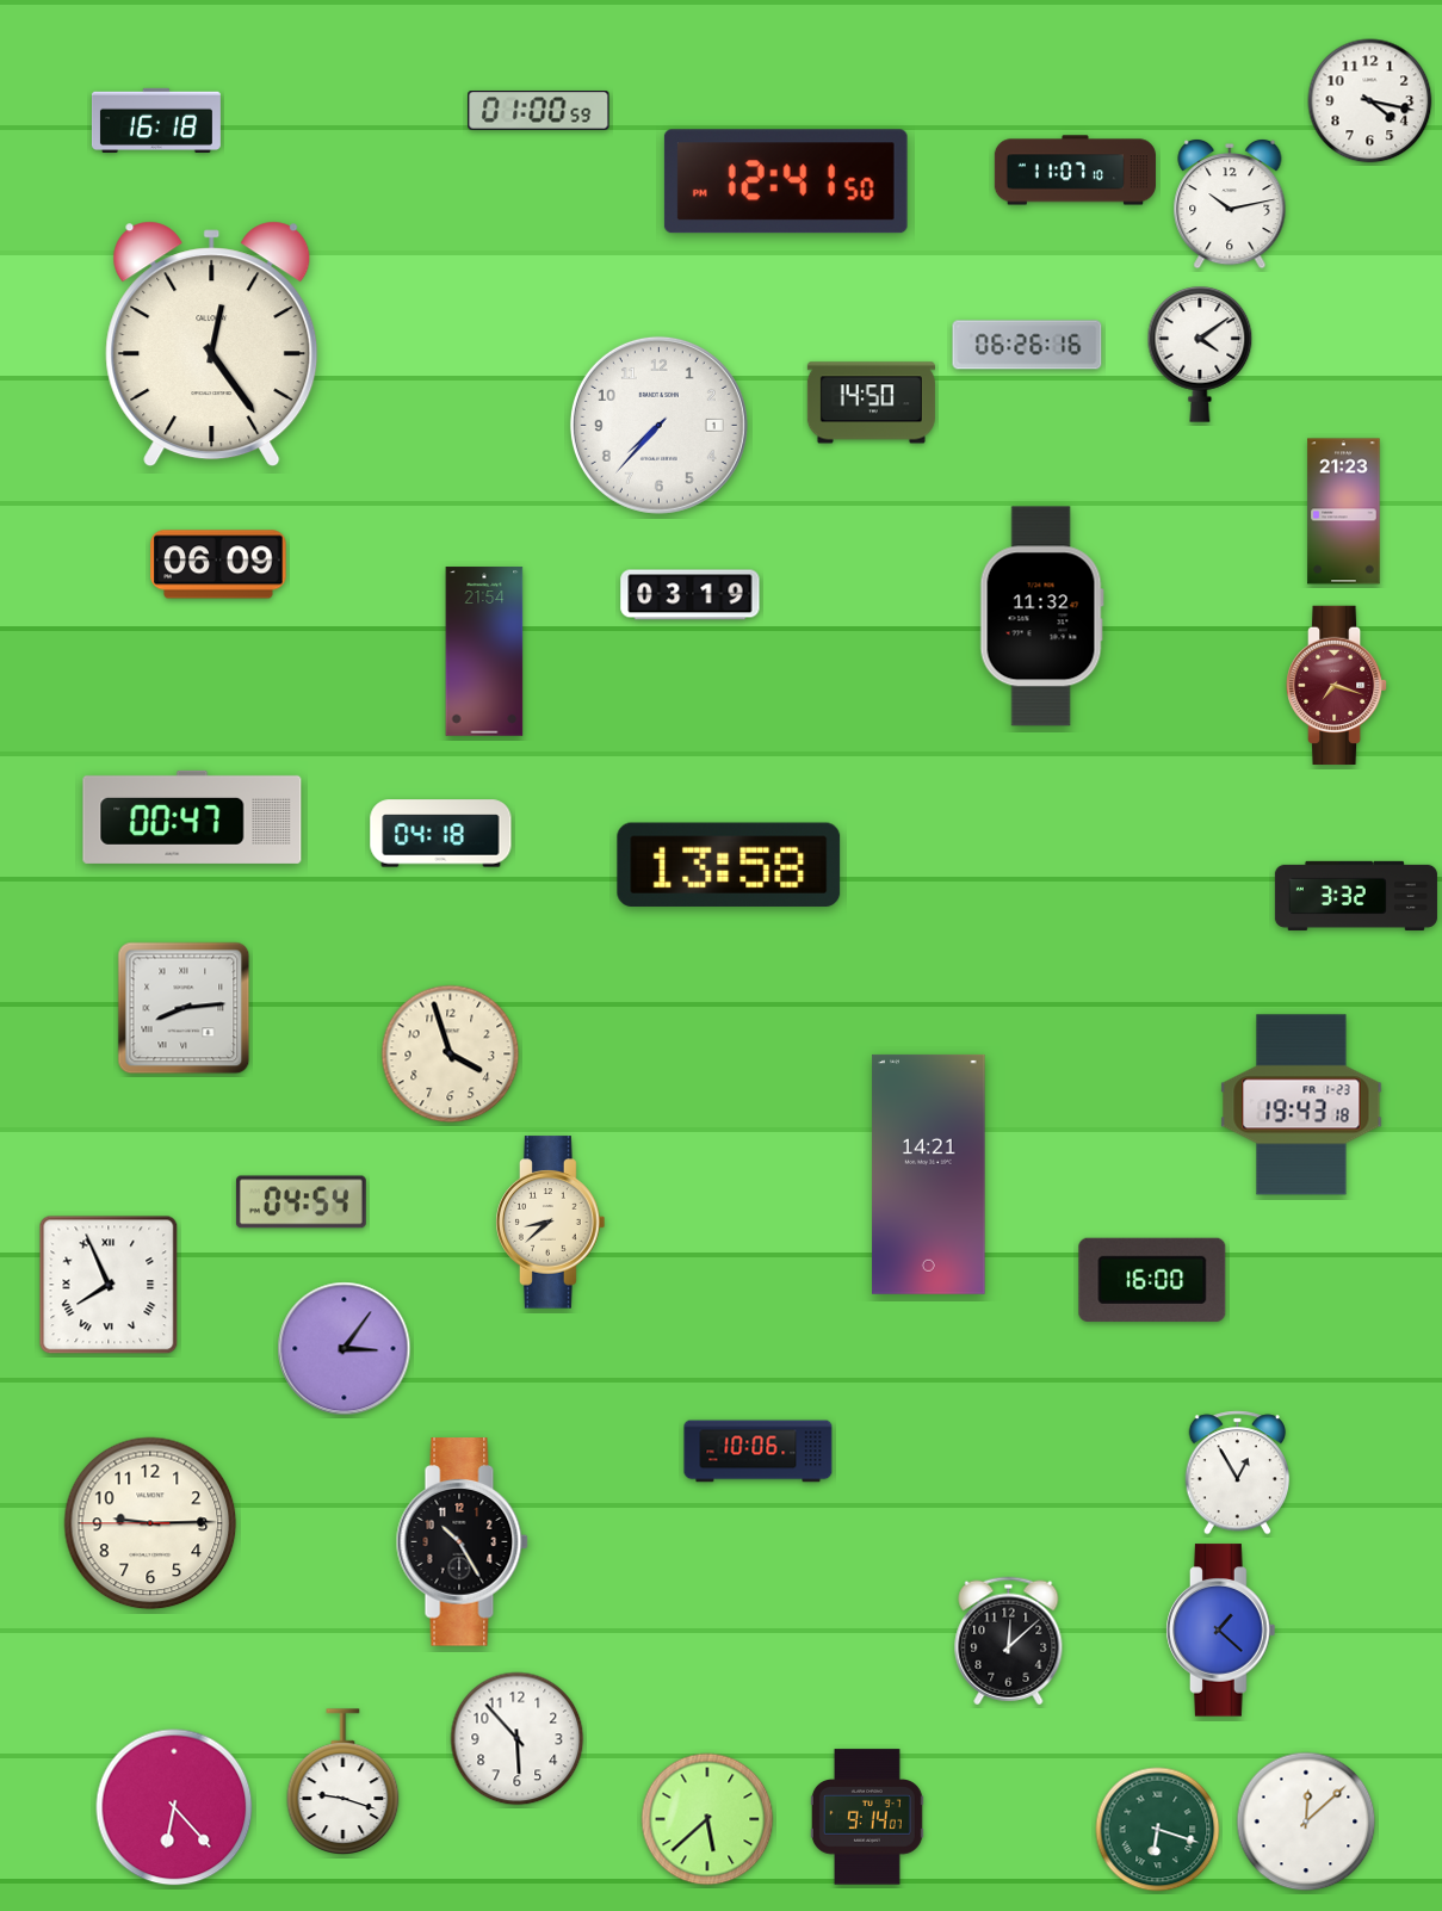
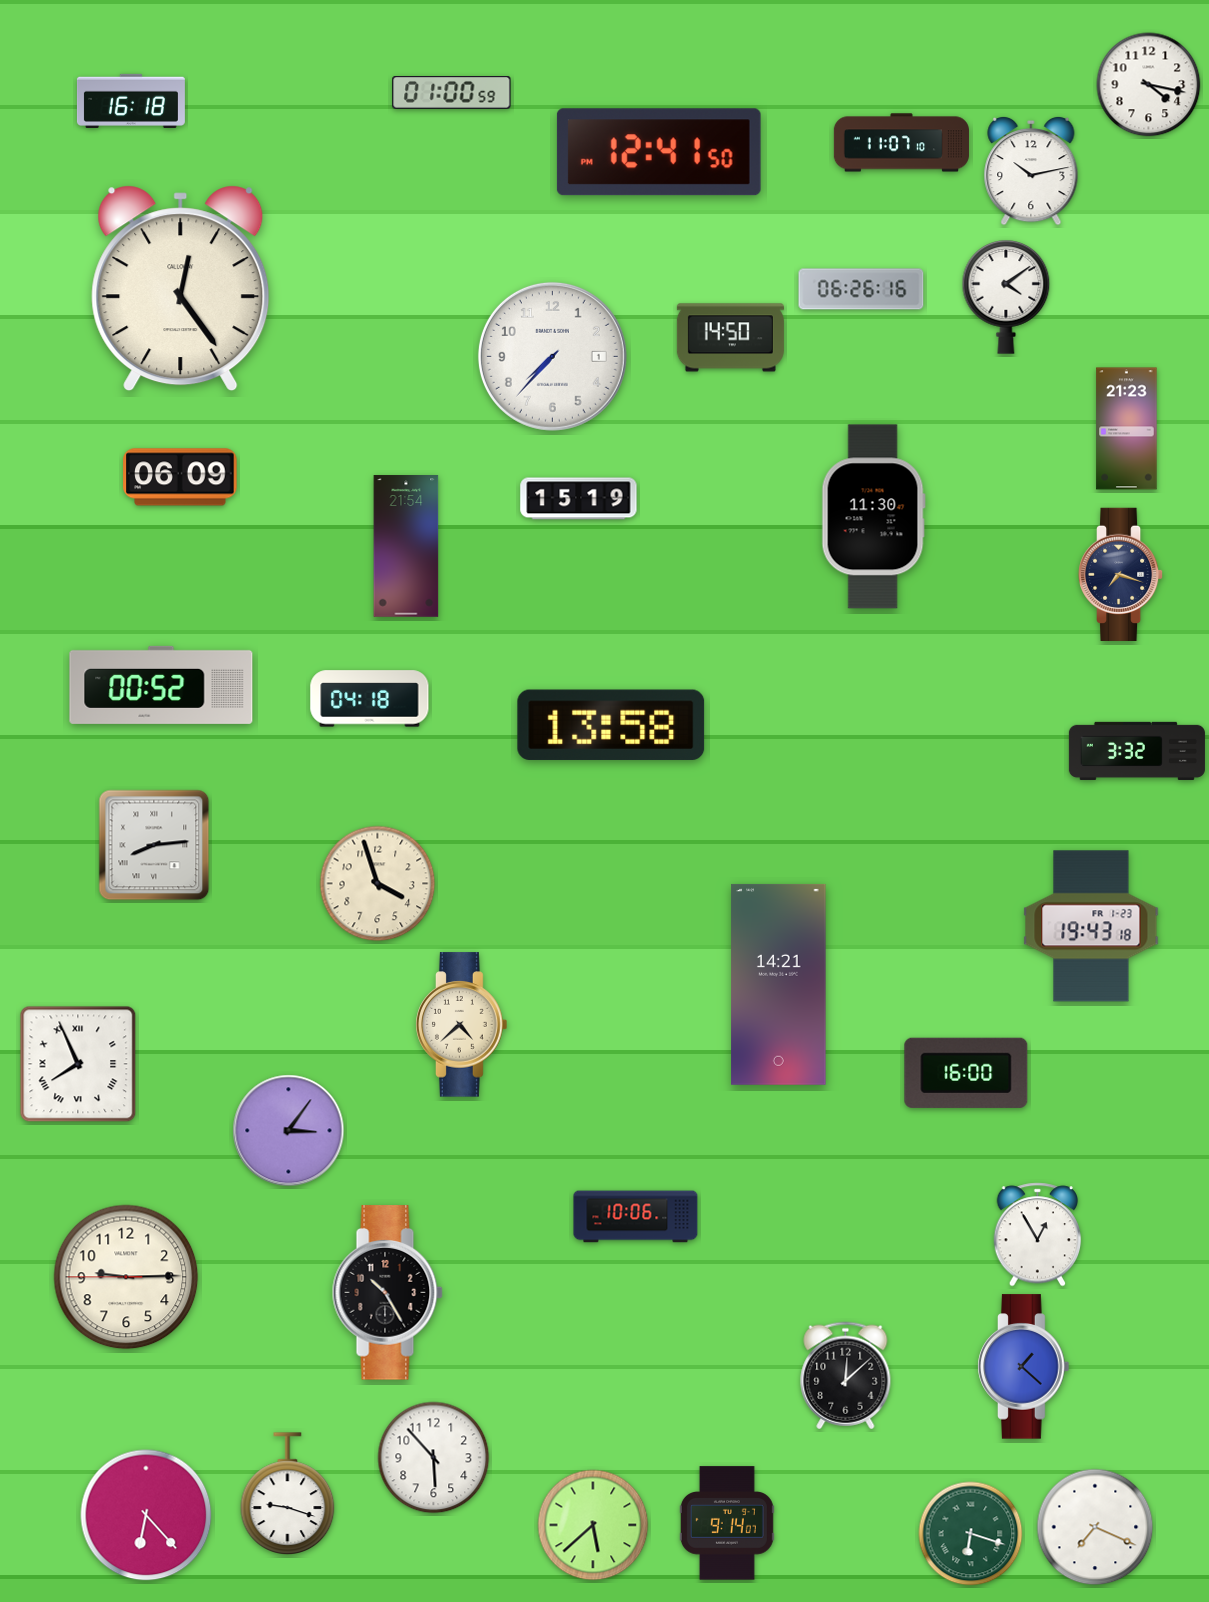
clock at (212, 345) position: (212, 345) -> (181, 289)
clock at (218, 564) position: (218, 564) -> (180, 477)
clock at (691, 595): 03:19 -> 15:19
clock at (1041, 617): 11:32 -> 11:30
clock at (1337, 685) dial: burgundy -> navy
clock at (192, 817): 00:47 -> 00:52
clock at (301, 1202): 04:54 -> none
clock at (551, 1223): 8:38 -> 4:38
clock at (109, 1285) position: (109, 1285) -> (78, 1064)
clock at (1306, 1822): 12:08 -> 7:19
